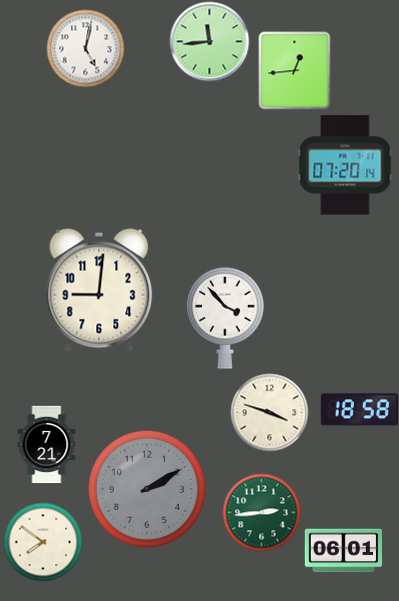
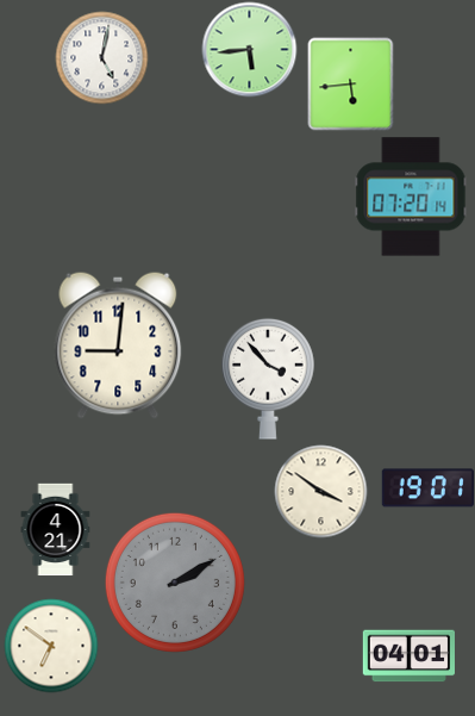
clock at (209, 41): 11:44 -> 5:44
clock at (295, 70): 12:44 -> 5:44
clock at (359, 410): 18:58 -> 19:01
clock at (269, 412): 3:48 -> 3:51
clock at (47, 444): 7:21 -> 4:21
clock at (261, 512): 2:44 -> none
clock at (43, 542): 7:51 -> 6:51
clock at (343, 551): 06:01 -> 04:01
